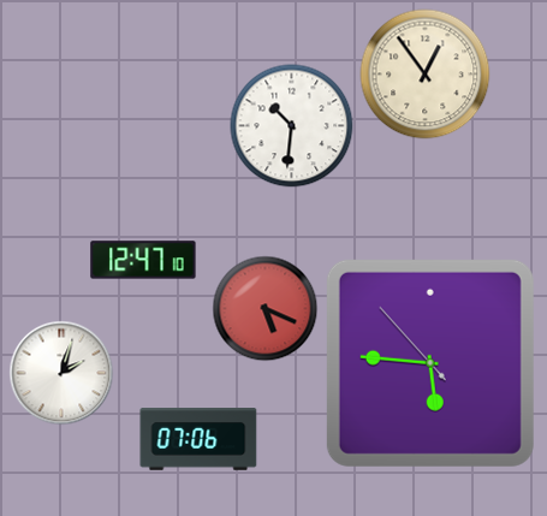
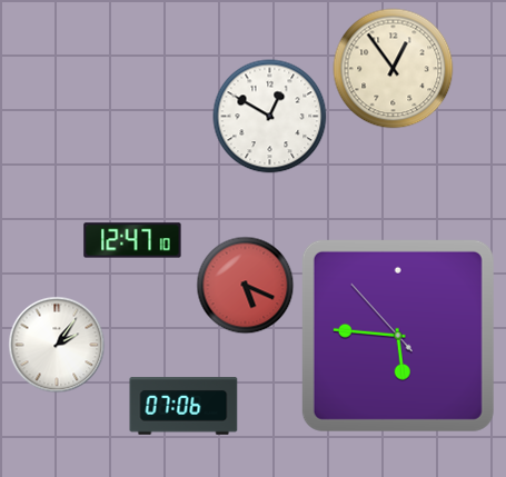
clock at (292, 126): 10:31 -> 12:50
clock at (61, 373): 2:03 -> 2:06
